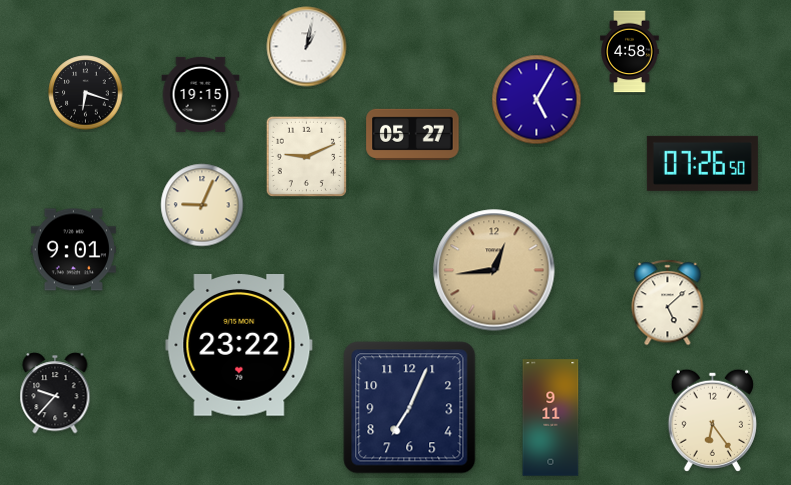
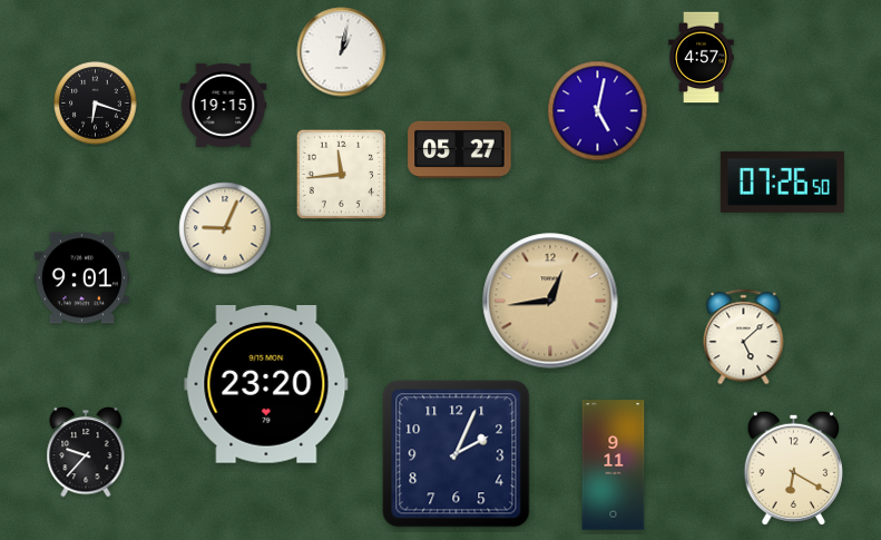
clock at (630, 52): 4:58 -> 4:57
clock at (537, 100): 5:05 -> 5:02
clock at (306, 156): 9:11 -> 11:44
clock at (239, 346): 23:22 -> 23:20
clock at (55, 393) position: (55, 393) -> (86, 452)
clock at (410, 408): 7:04 -> 2:04
clock at (712, 420): 6:24 -> 6:20
